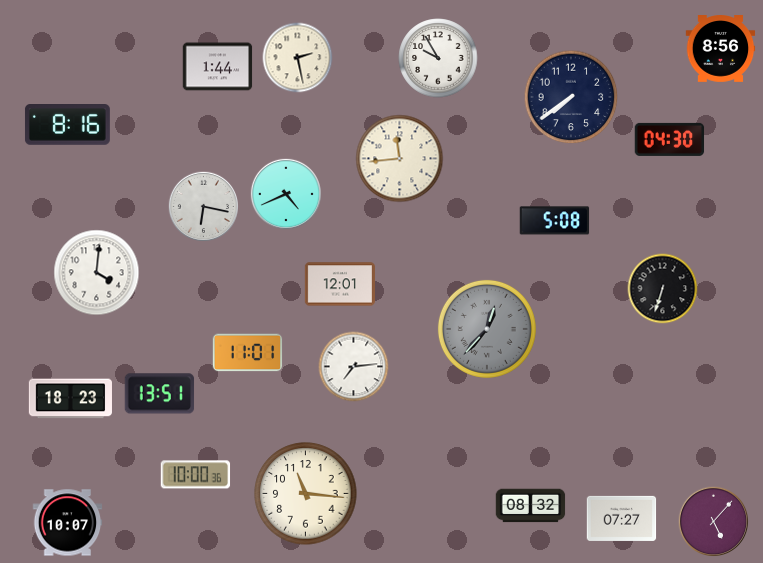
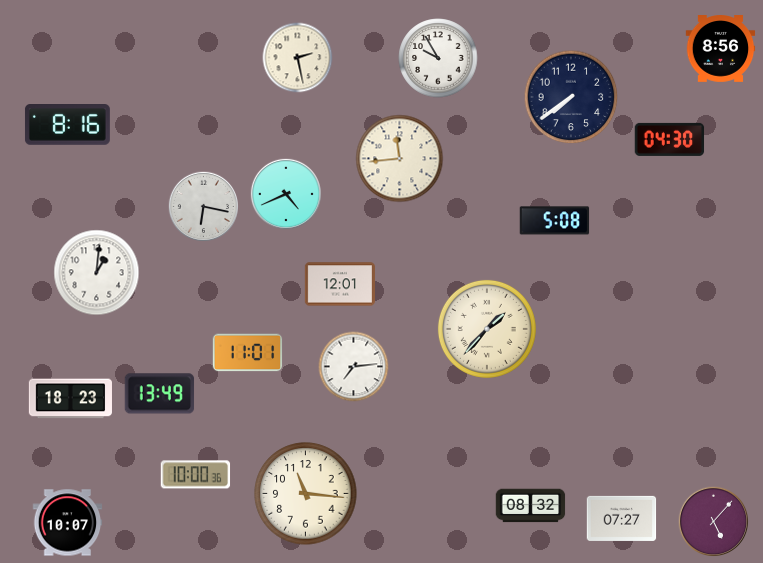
clock at (218, 67): 1:44 -> none
clock at (97, 273): 4:01 -> 1:01
clock at (663, 289): 6:33 -> none
clock at (487, 329): 12:37 -> 1:37
clock at (487, 329) dial: grey -> cream
clock at (160, 394): 13:51 -> 13:49
